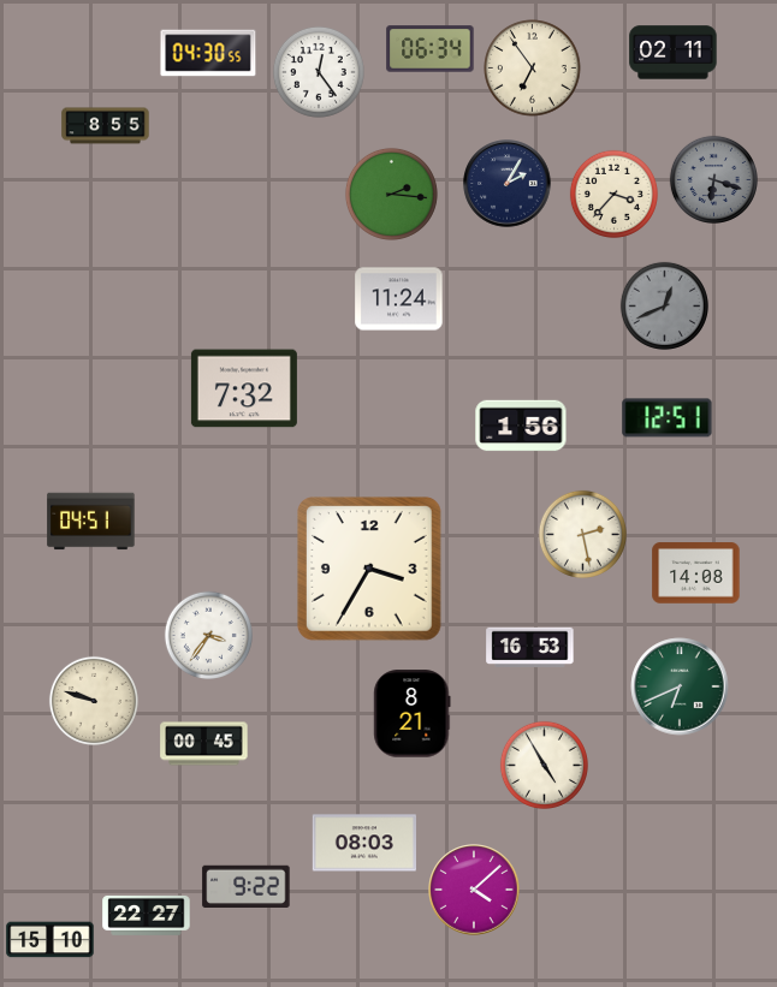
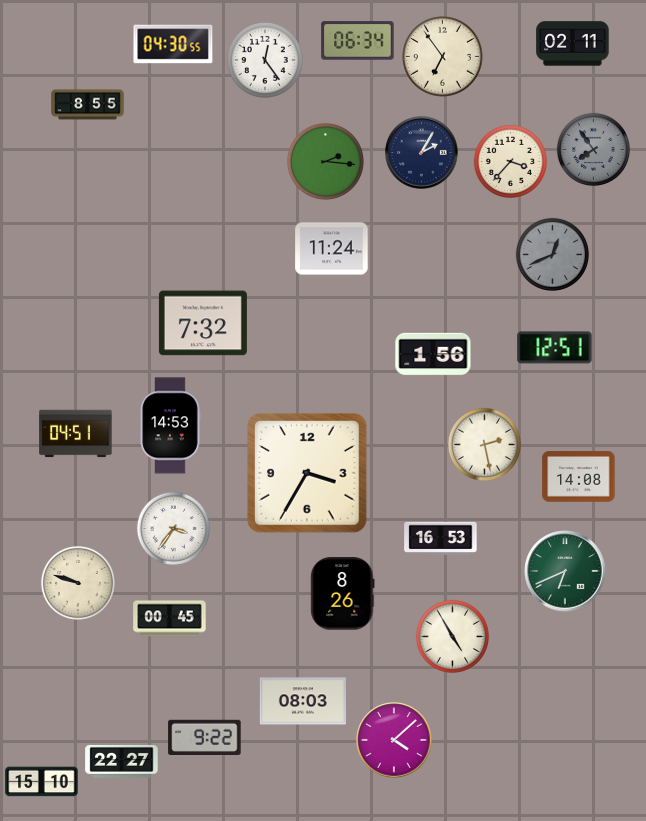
clock at (674, 53) position: (674, 53) -> (573, 44)
clock at (713, 179): 6:18 -> 7:54
clock at (170, 426): none -> 14:53
clock at (413, 714): 8:21 -> 8:26
